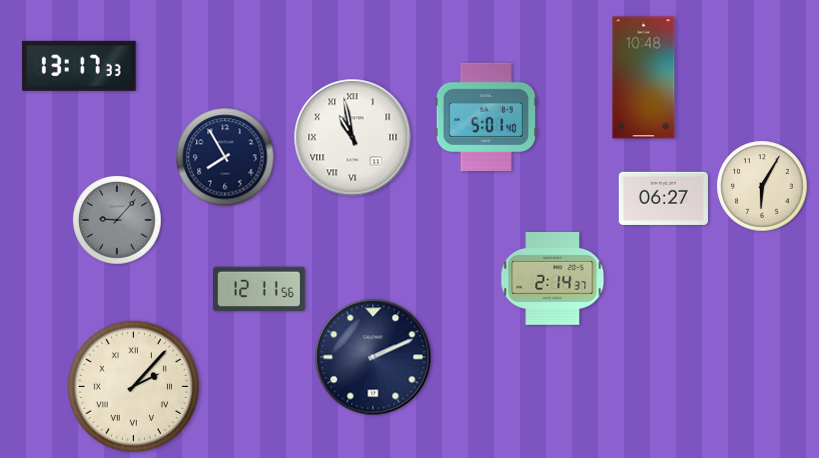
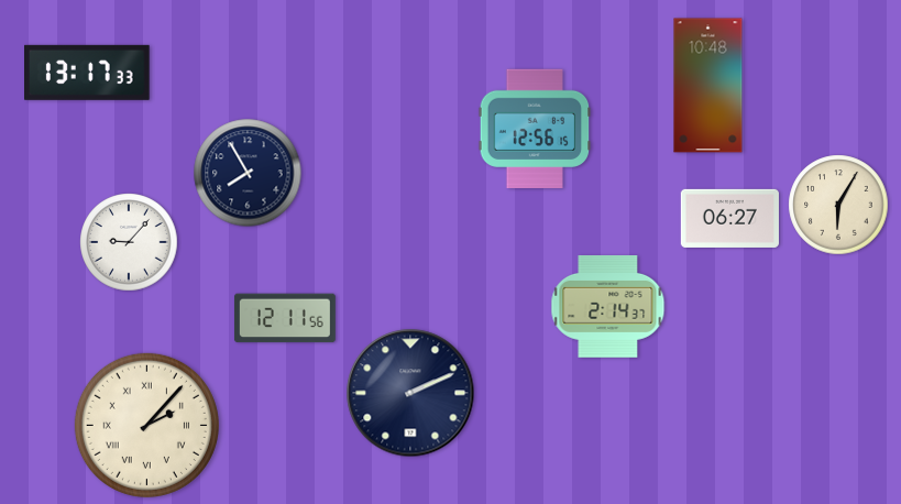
clock at (486, 116): 5:01 -> 12:56
clock at (353, 138): 10:58 -> none
clock at (117, 220) dial: grey -> white
